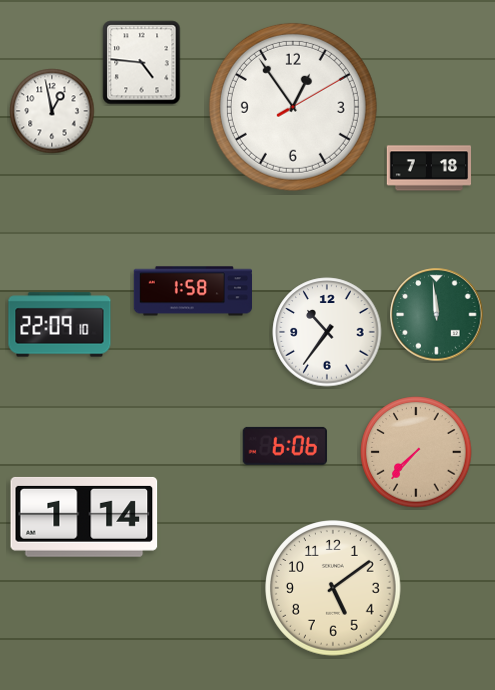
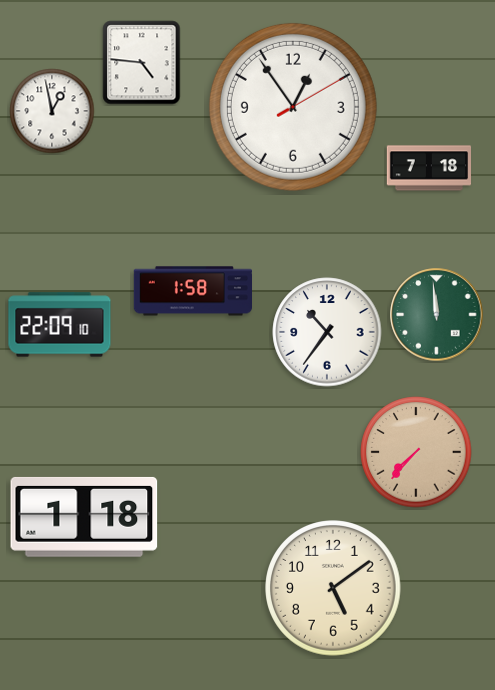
clock at (285, 446): 6:06 -> none
clock at (84, 517): 1:14 -> 1:18
